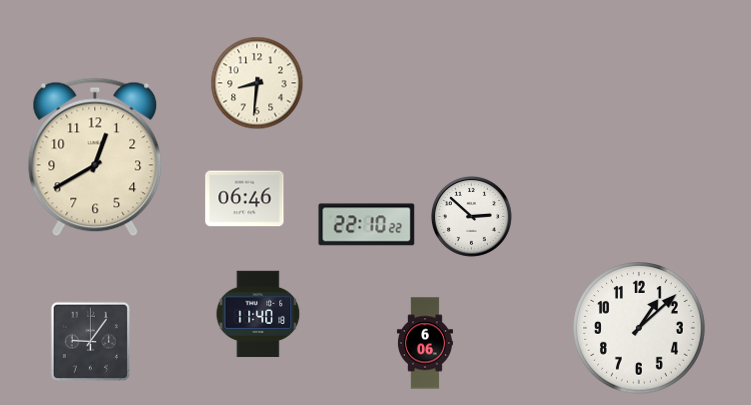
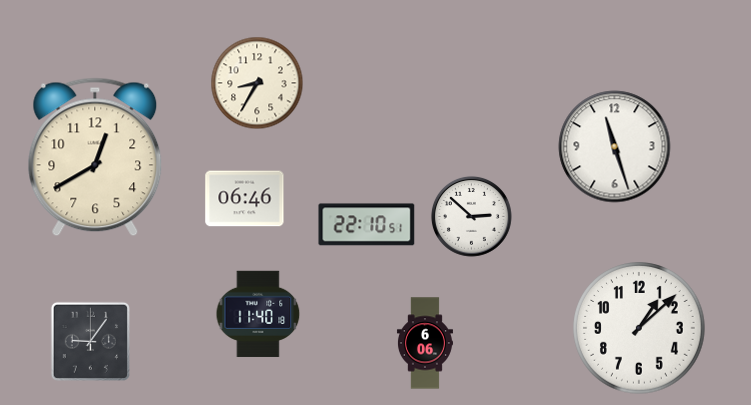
clock at (257, 83): 8:31 -> 8:35
clock at (615, 147): none -> 11:27
clock at (367, 225): 22:10:22 -> 22:10:51
